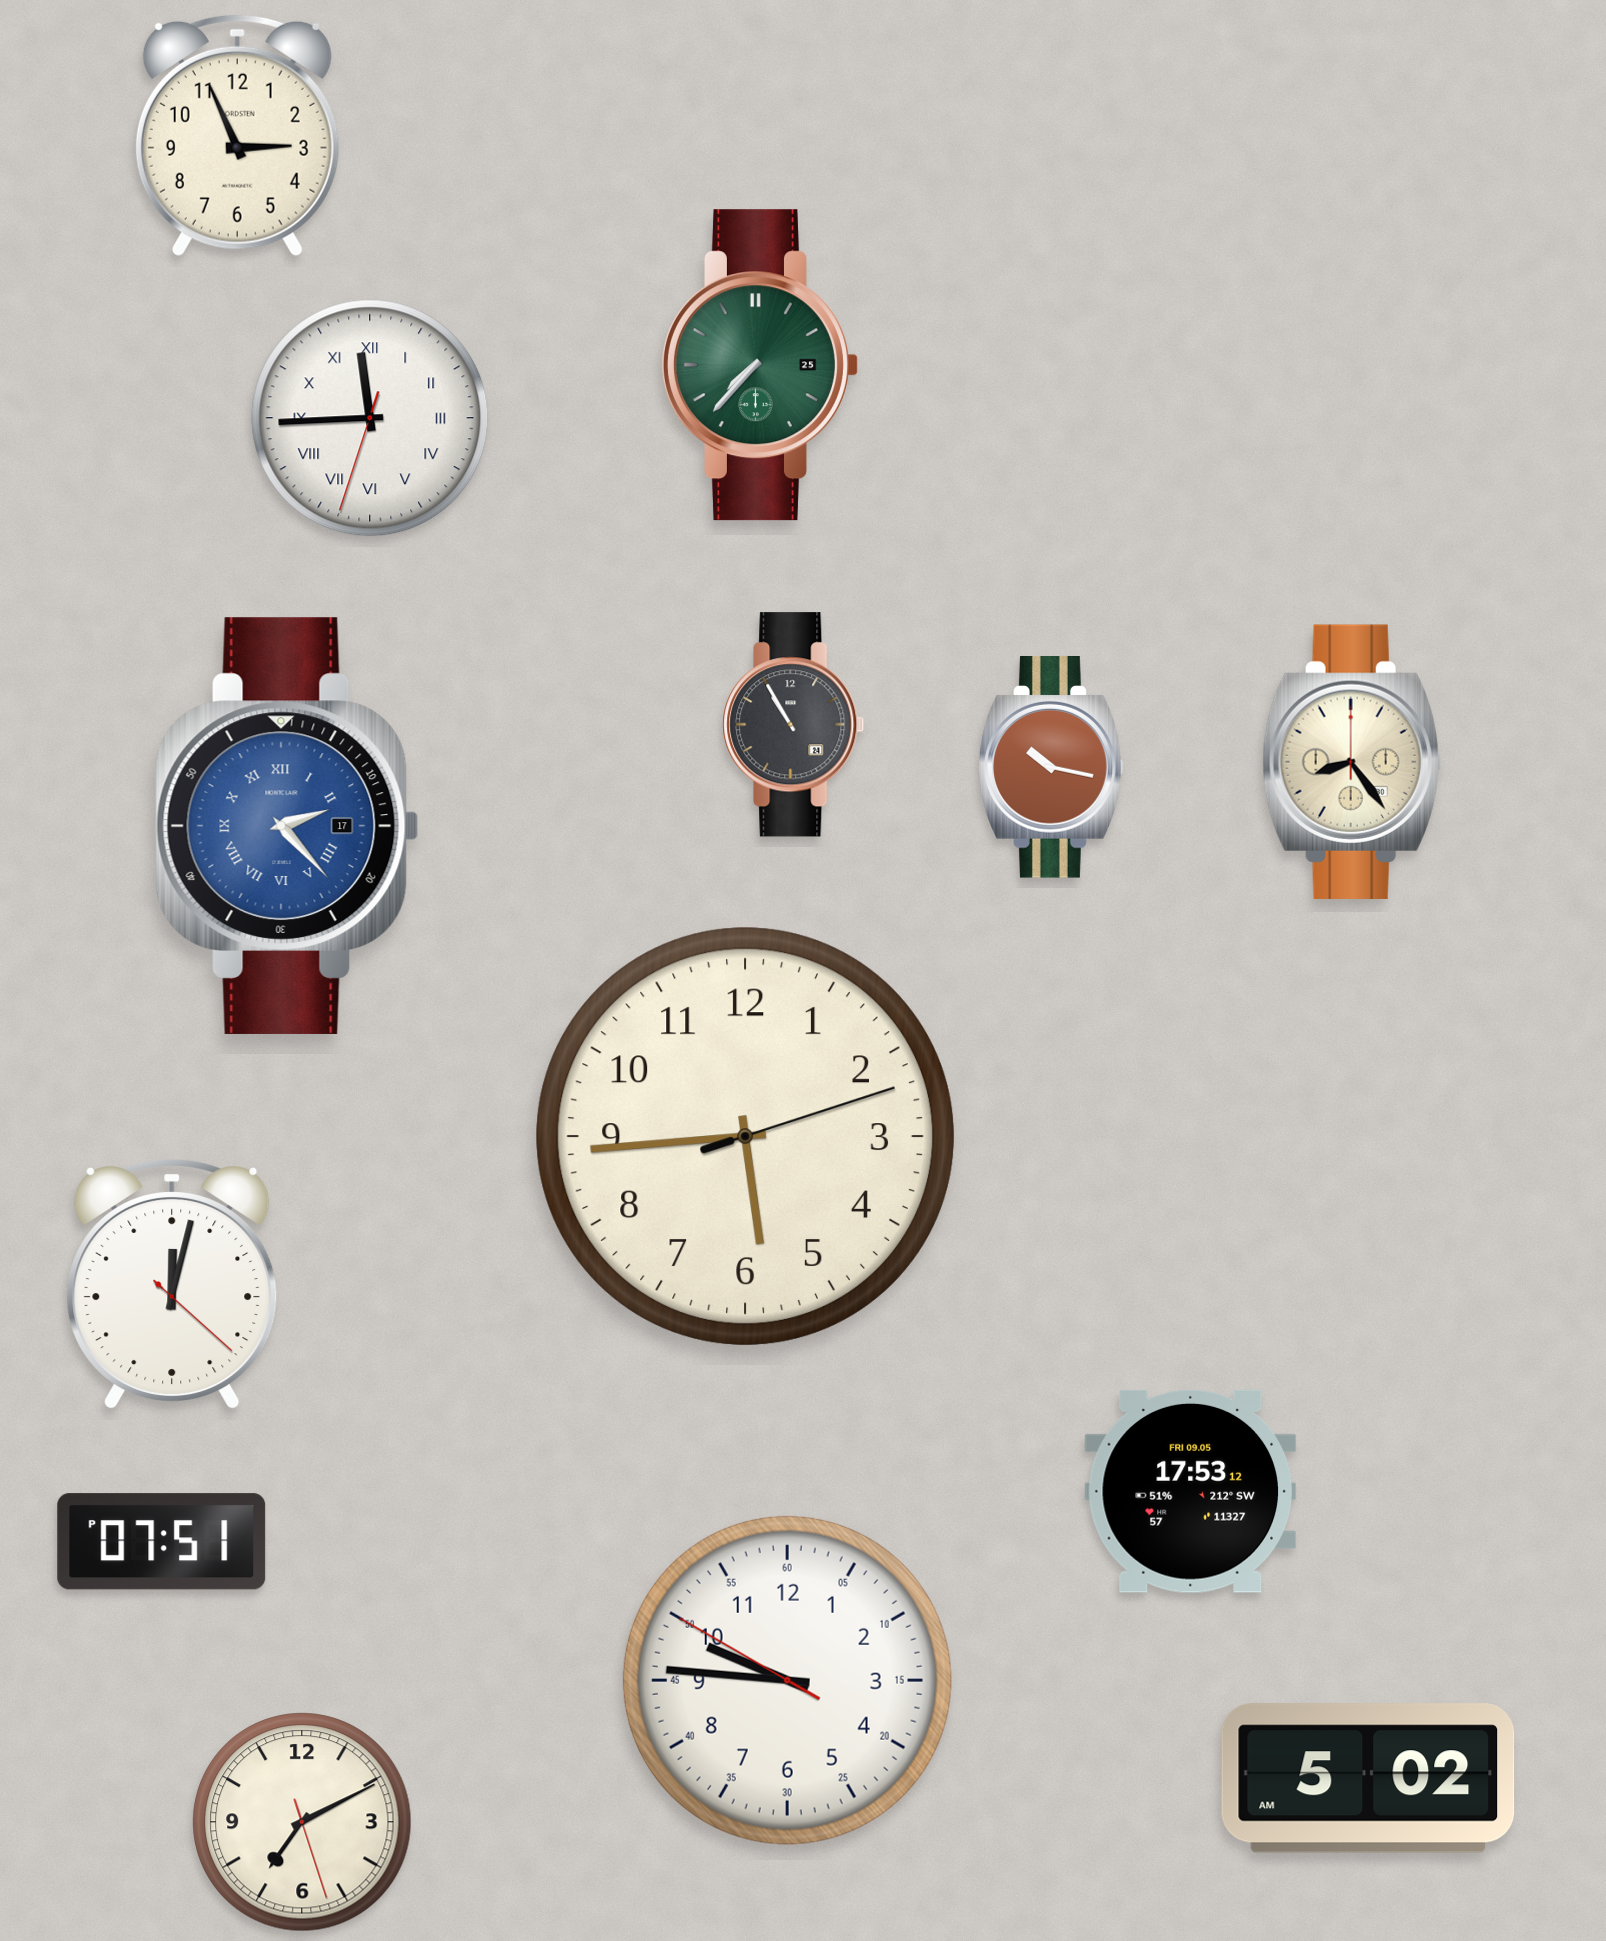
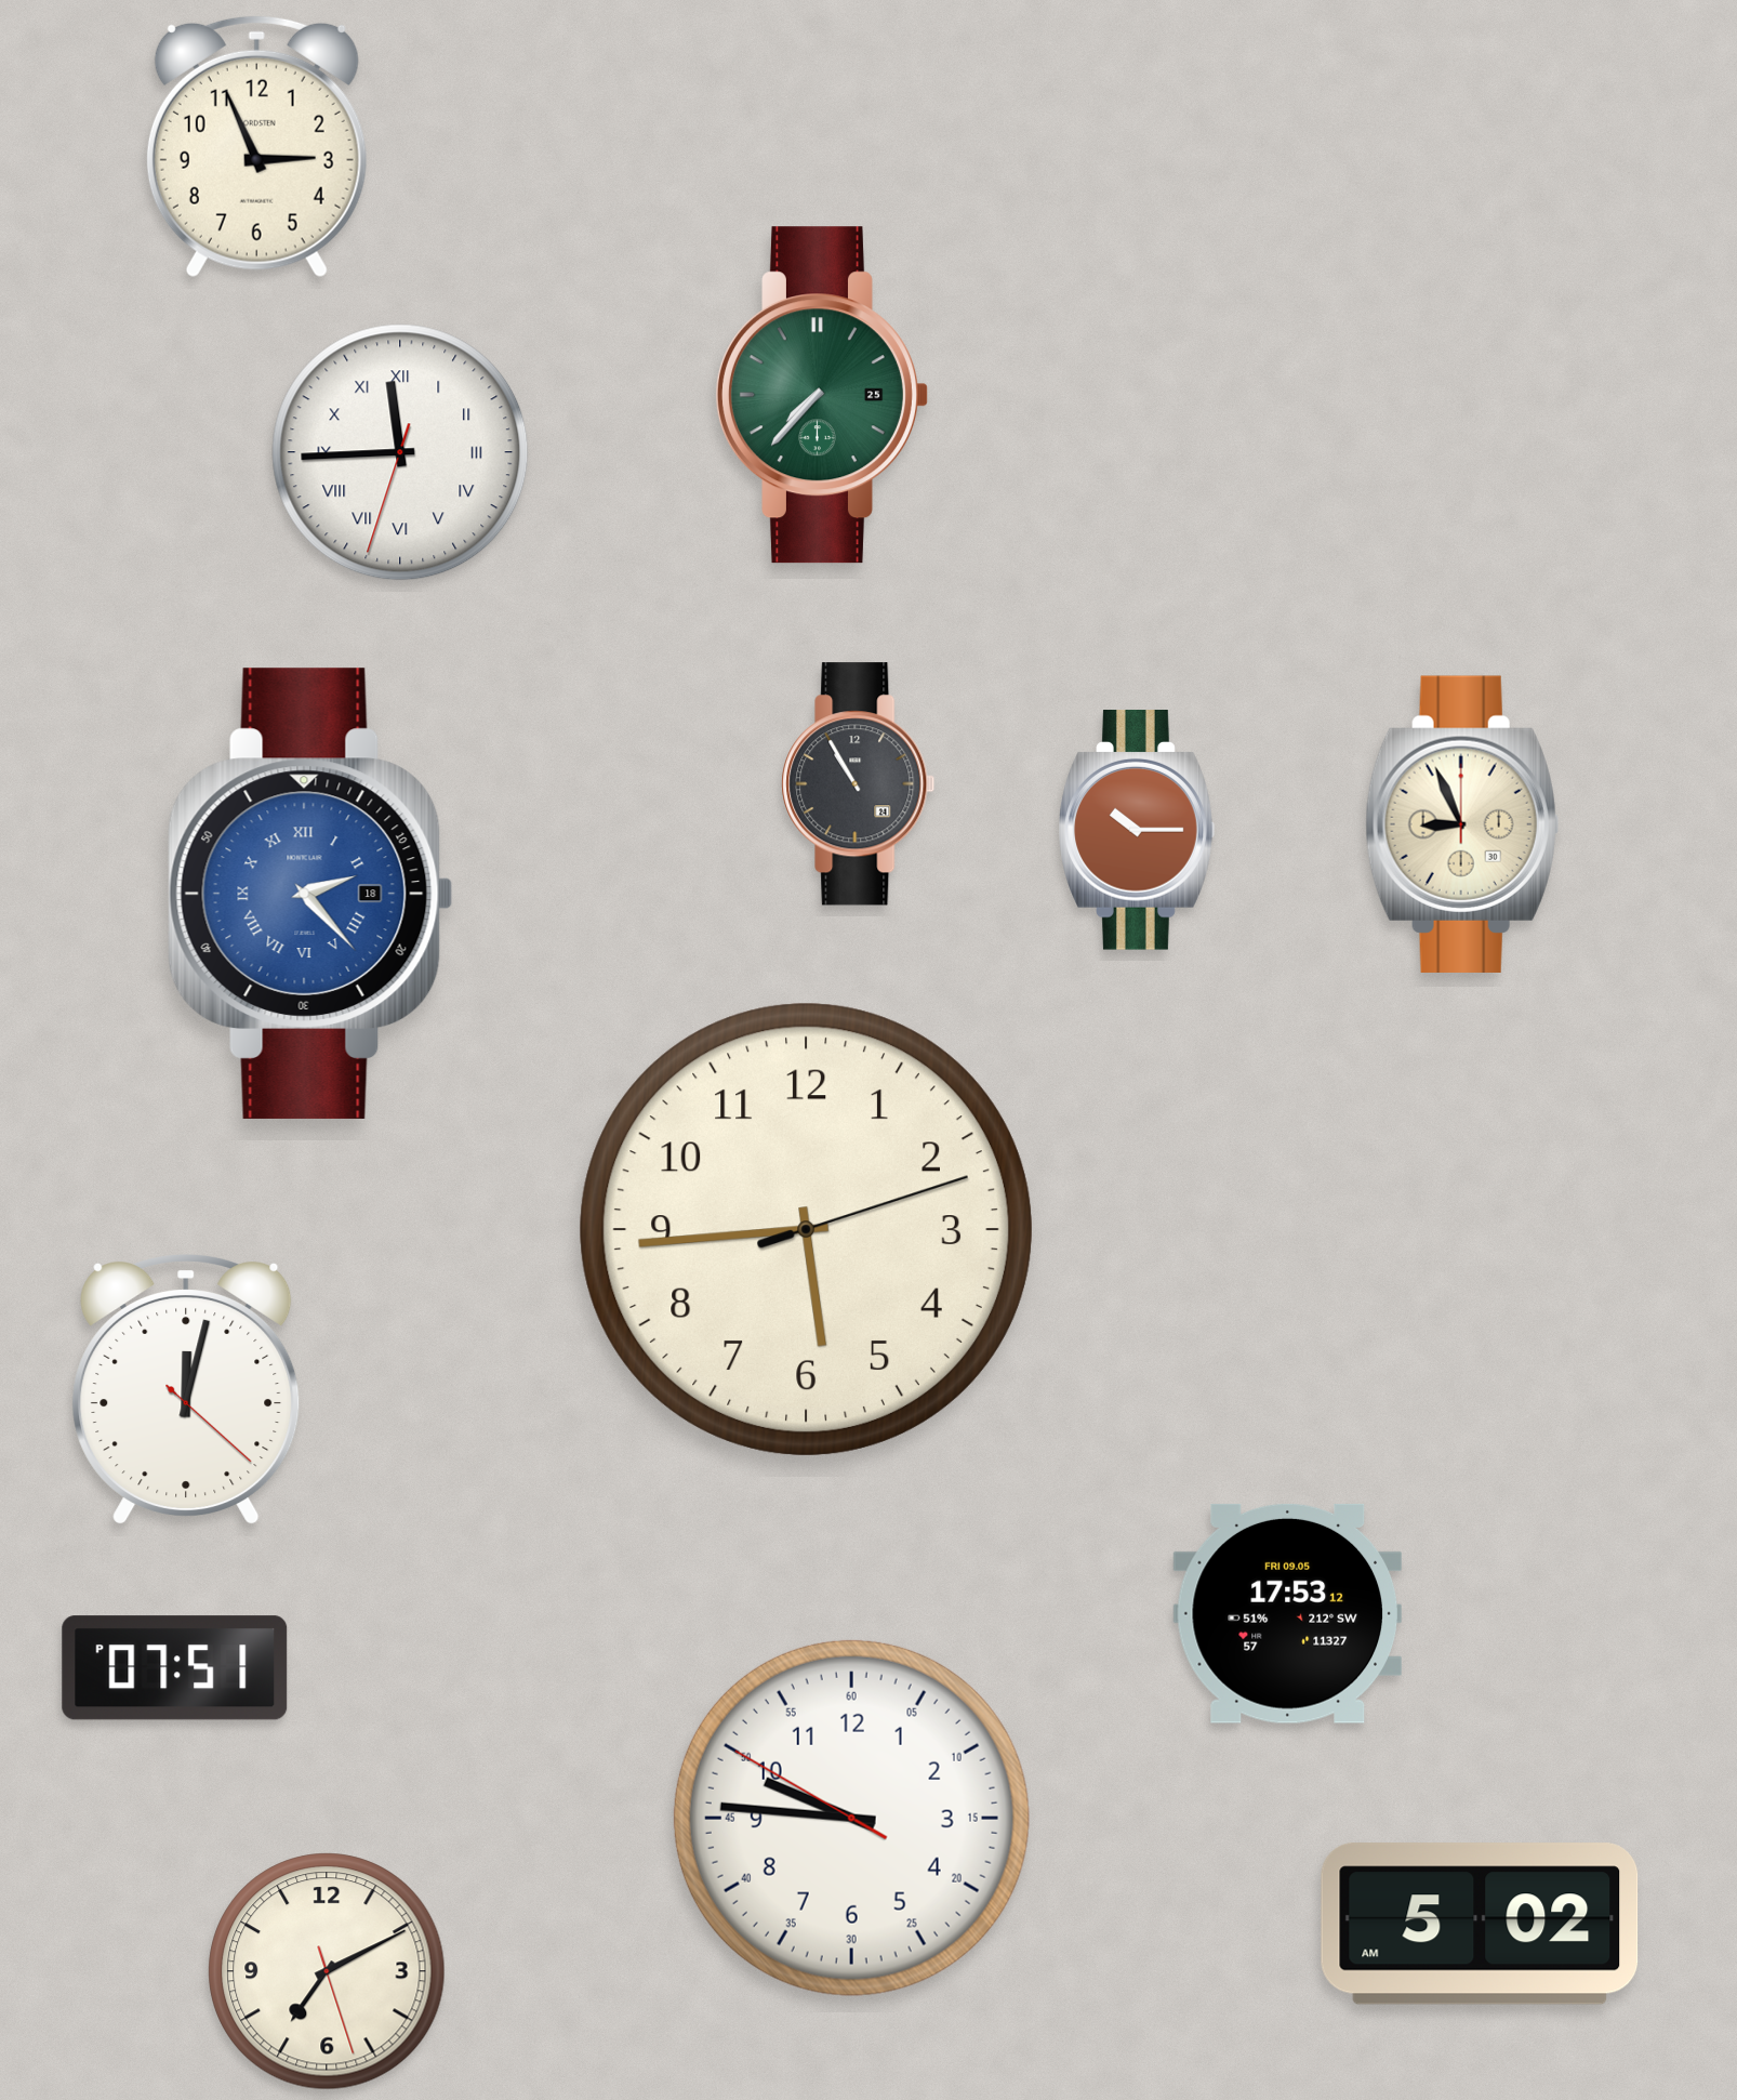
clock at (1352, 762): 8:24 -> 8:56
clock at (1051, 768): 10:17 -> 10:15
clock at (287, 826) date: 17 -> 18
